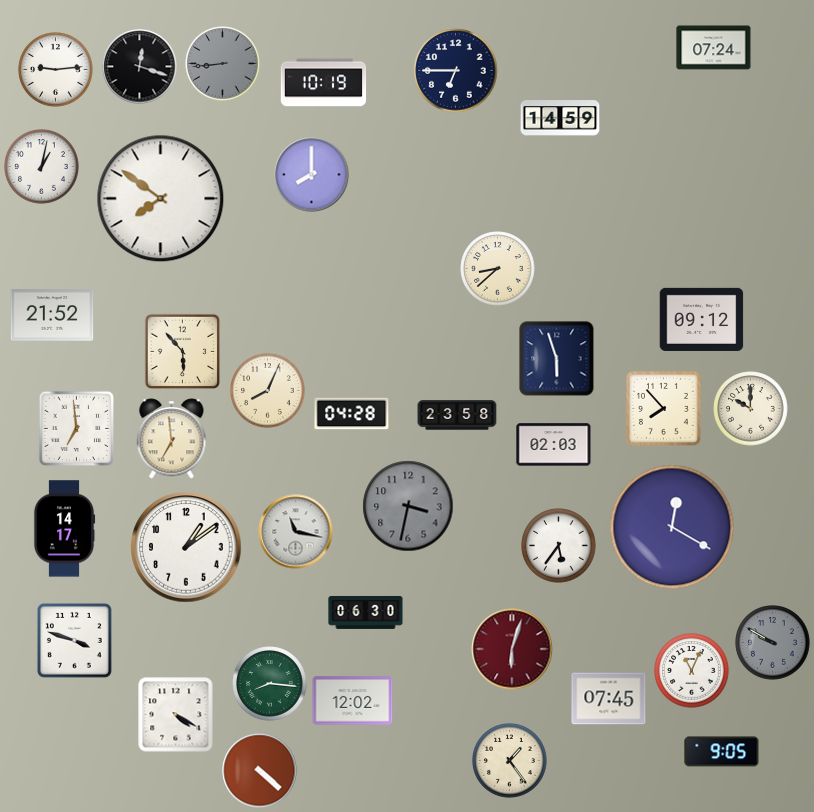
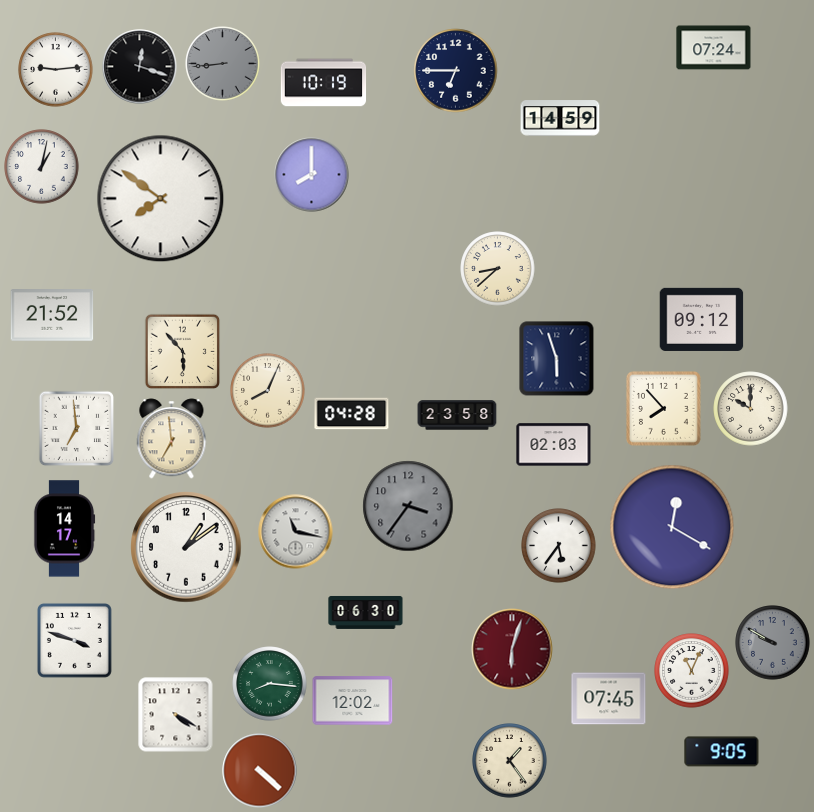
clock at (408, 506): 3:32 -> 3:36
